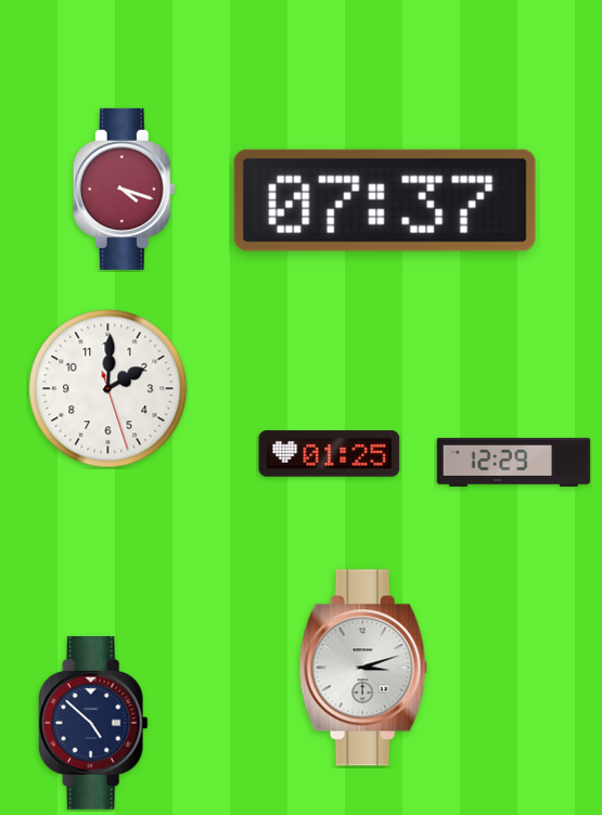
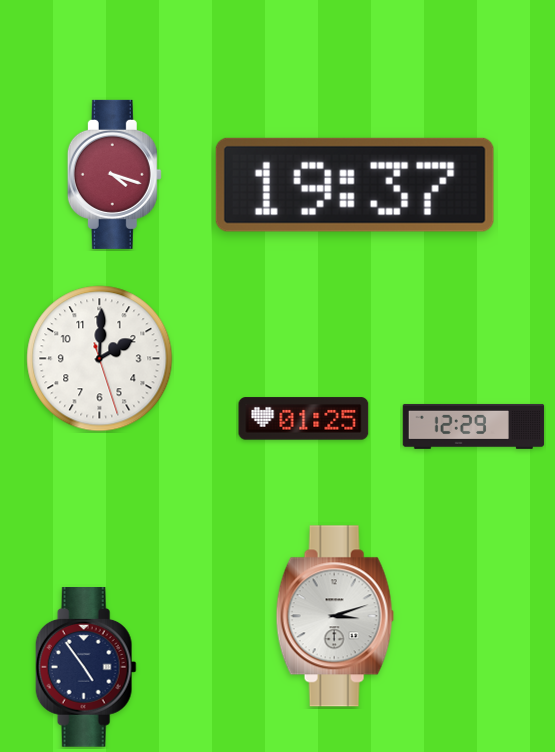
clock at (385, 200): 07:37 -> 19:37
clock at (93, 724): 4:52 -> 4:54
